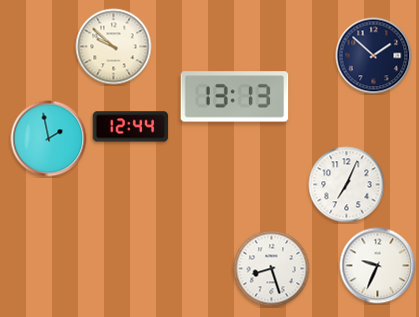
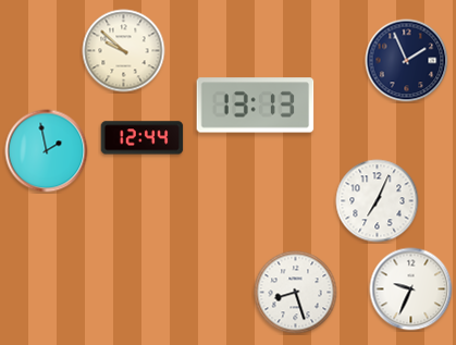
clock at (374, 56): 1:52 -> 1:56
clock at (49, 139) position: (49, 139) -> (47, 151)
